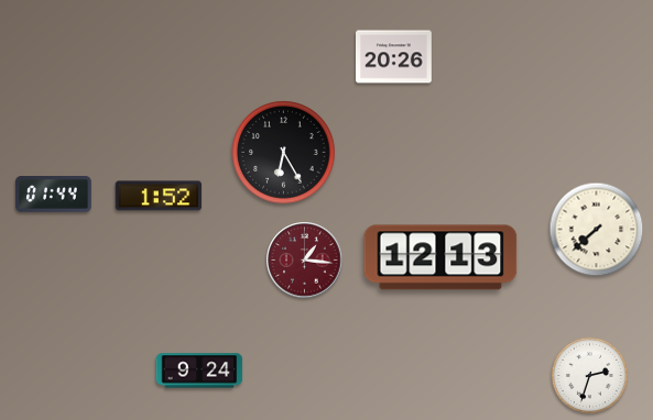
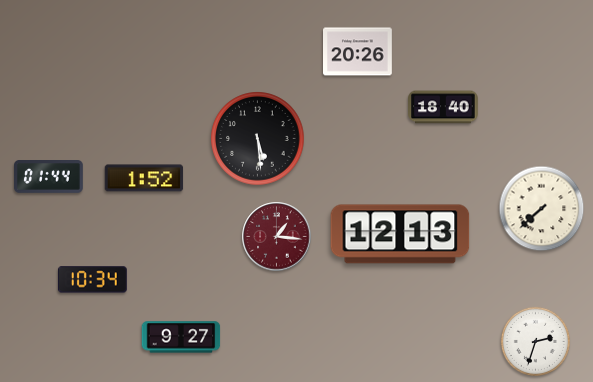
clock at (443, 107): none -> 18:40
clock at (284, 153): 6:25 -> 5:29
clock at (92, 280): none -> 10:34
clock at (199, 371): 9:24 -> 9:27
